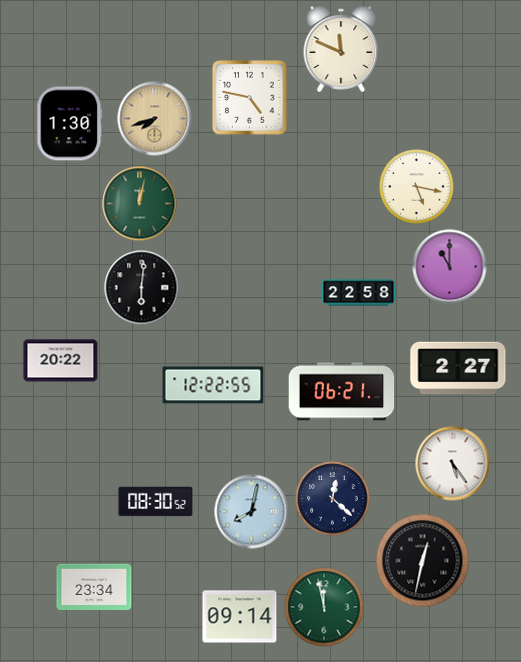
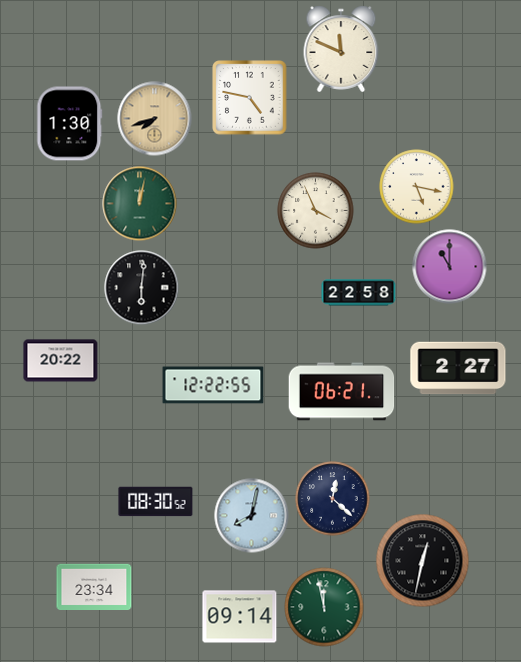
clock at (316, 211): none -> 3:56
clock at (453, 464): 5:24 -> none
clock at (252, 512) position: (252, 512) -> (252, 516)
